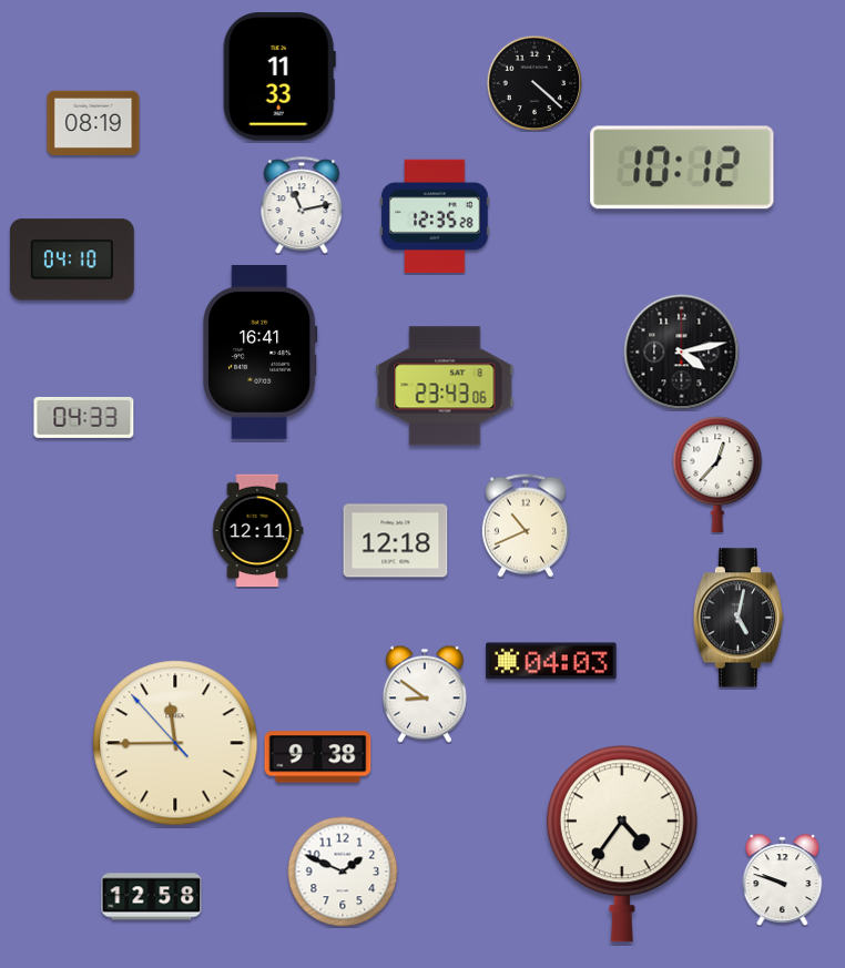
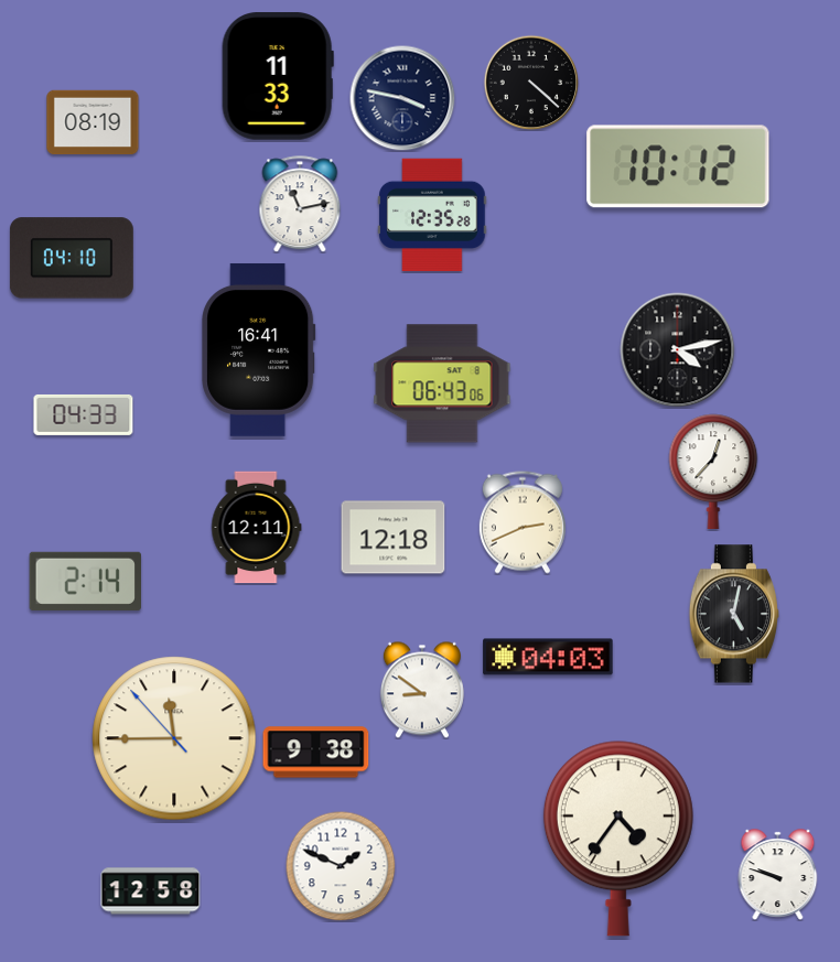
clock at (402, 98): none -> 3:47
clock at (445, 386): 23:43 -> 06:43
clock at (526, 526): 10:41 -> 2:41
clock at (85, 581): none -> 2:14
